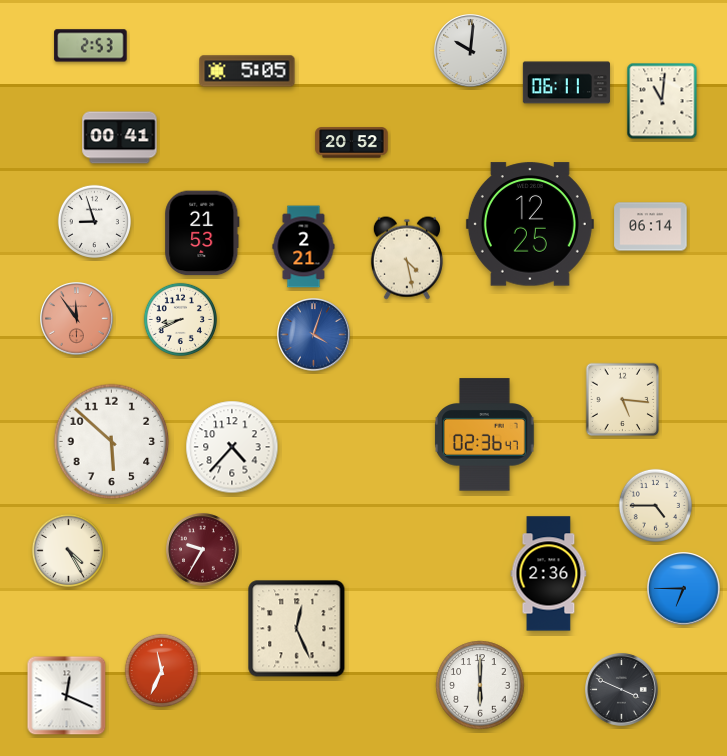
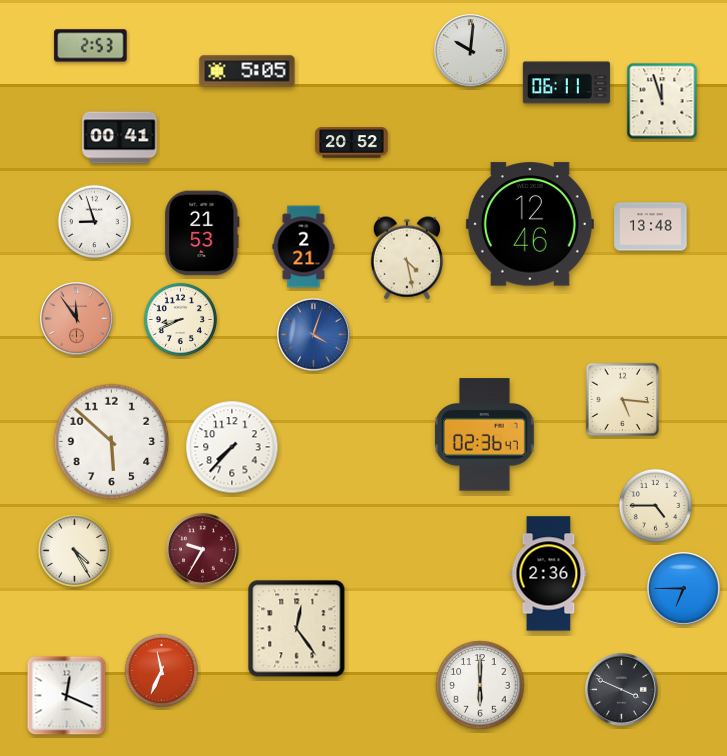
clock at (662, 101): 11:01 -> 11:57
clock at (530, 224): 12:25 -> 12:46
clock at (651, 227): 06:14 -> 13:48
clock at (232, 447): 4:37 -> 7:37
clock at (68, 550) position: (68, 550) -> (74, 550)
clock at (297, 629): 12:26 -> 12:24
